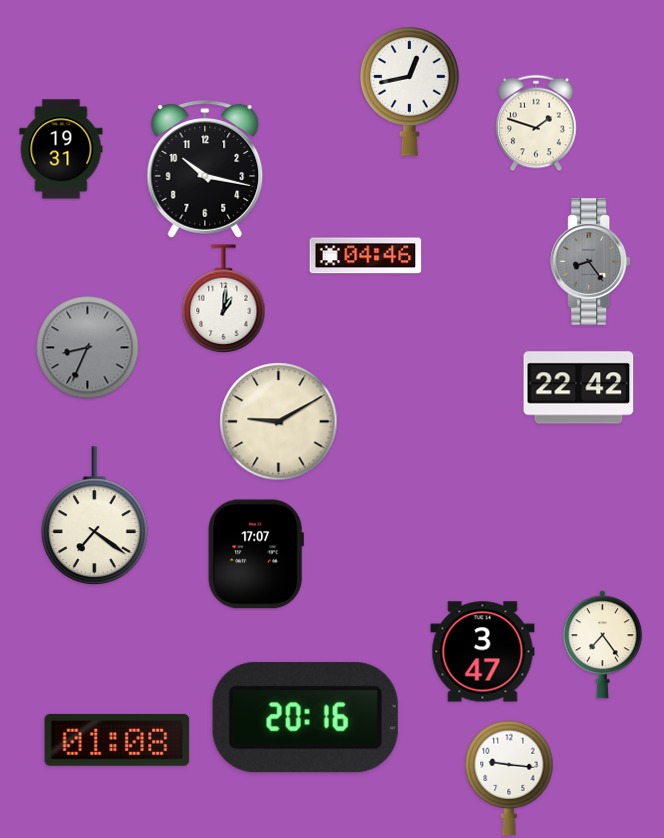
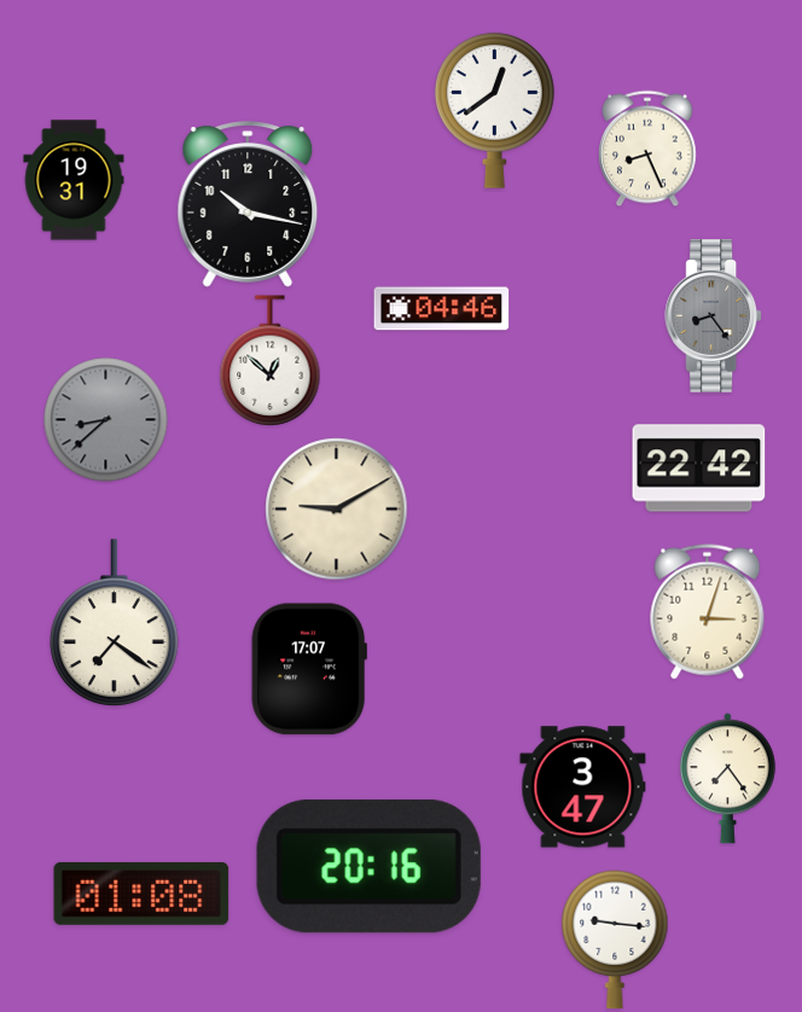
clock at (410, 92): 12:43 -> 12:39
clock at (536, 123): 1:48 -> 8:26
clock at (224, 299): 1:01 -> 12:52
clock at (88, 348): 8:34 -> 8:38
clock at (708, 612): none -> 3:03
